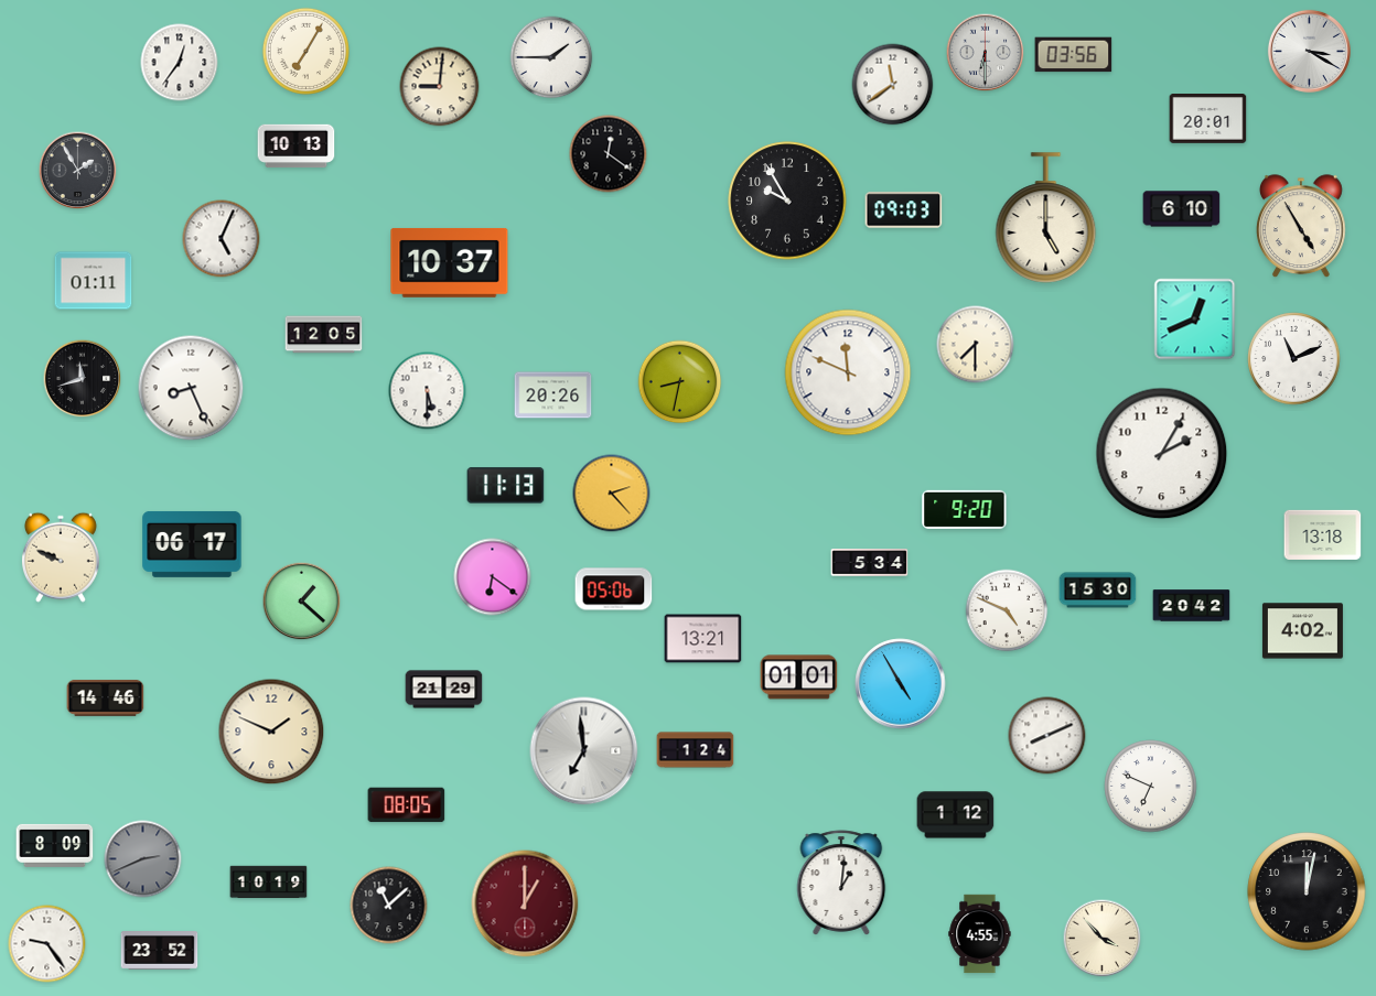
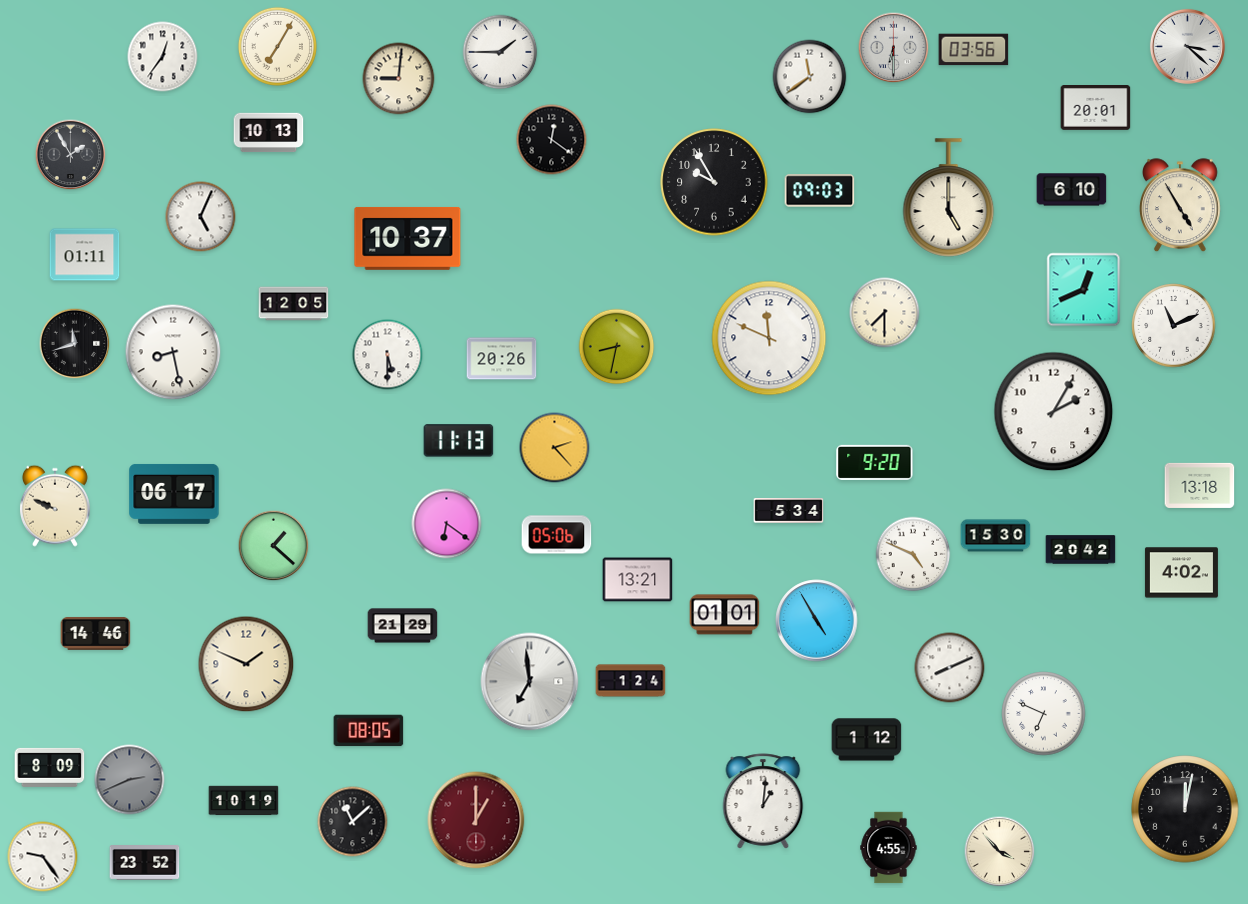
clock at (1309, 51): 3:20 -> 3:22
clock at (191, 388): 8:26 -> 8:28
